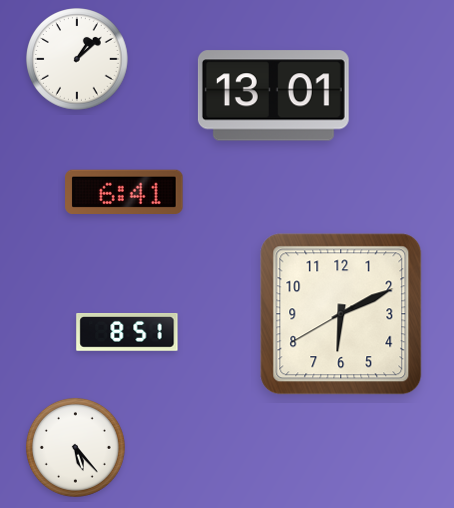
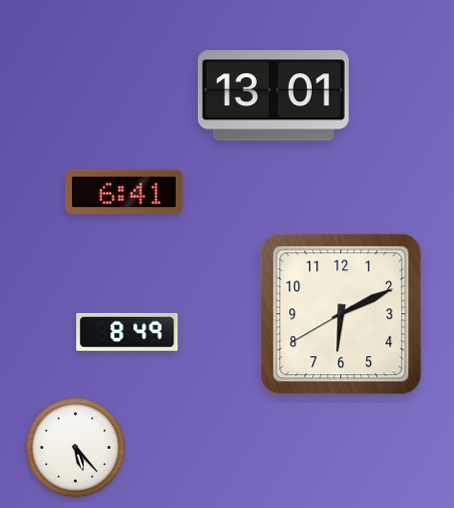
clock at (77, 59): 1:08 -> none
clock at (127, 333): 8:51 -> 8:49
